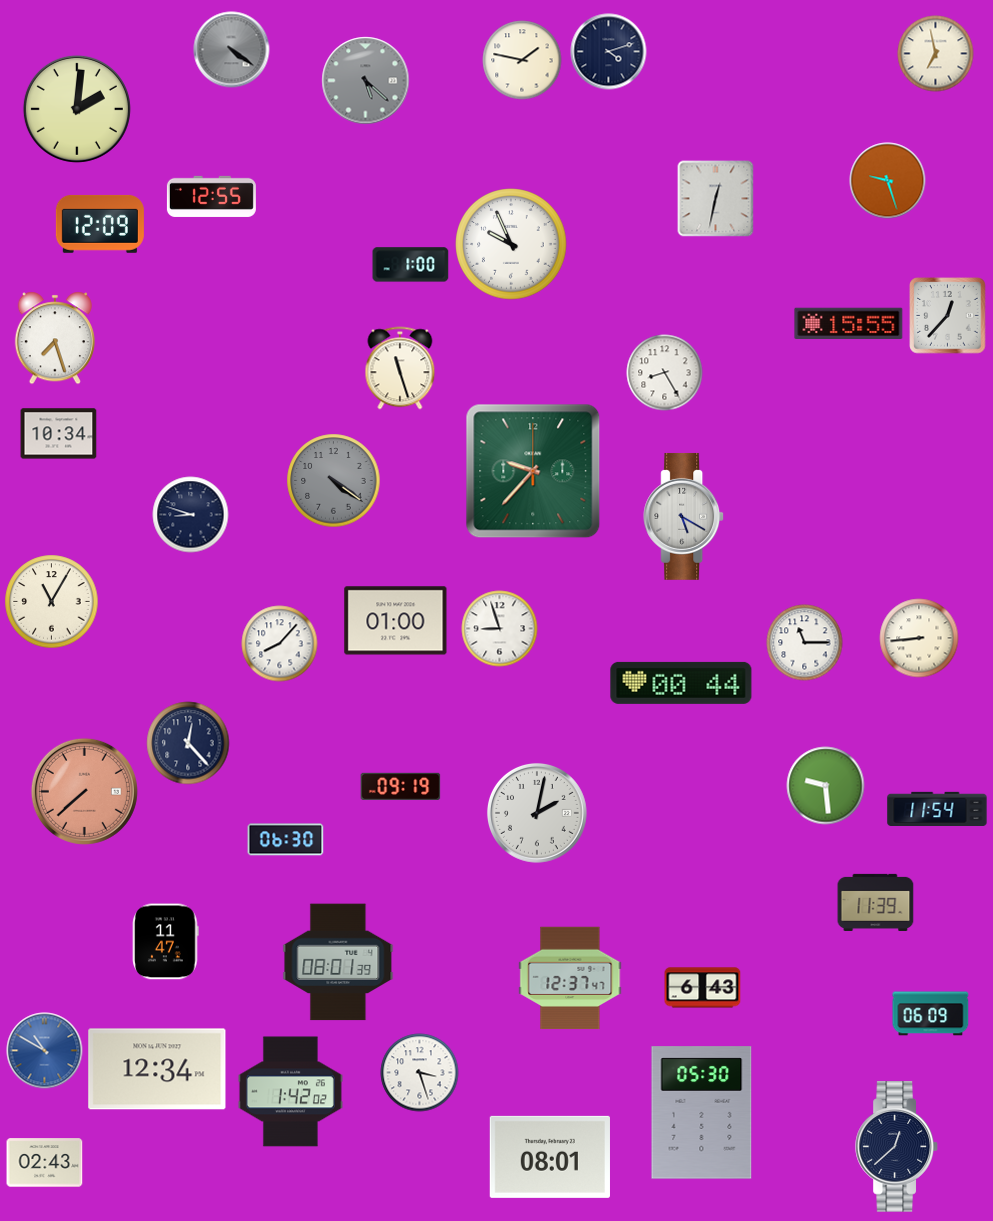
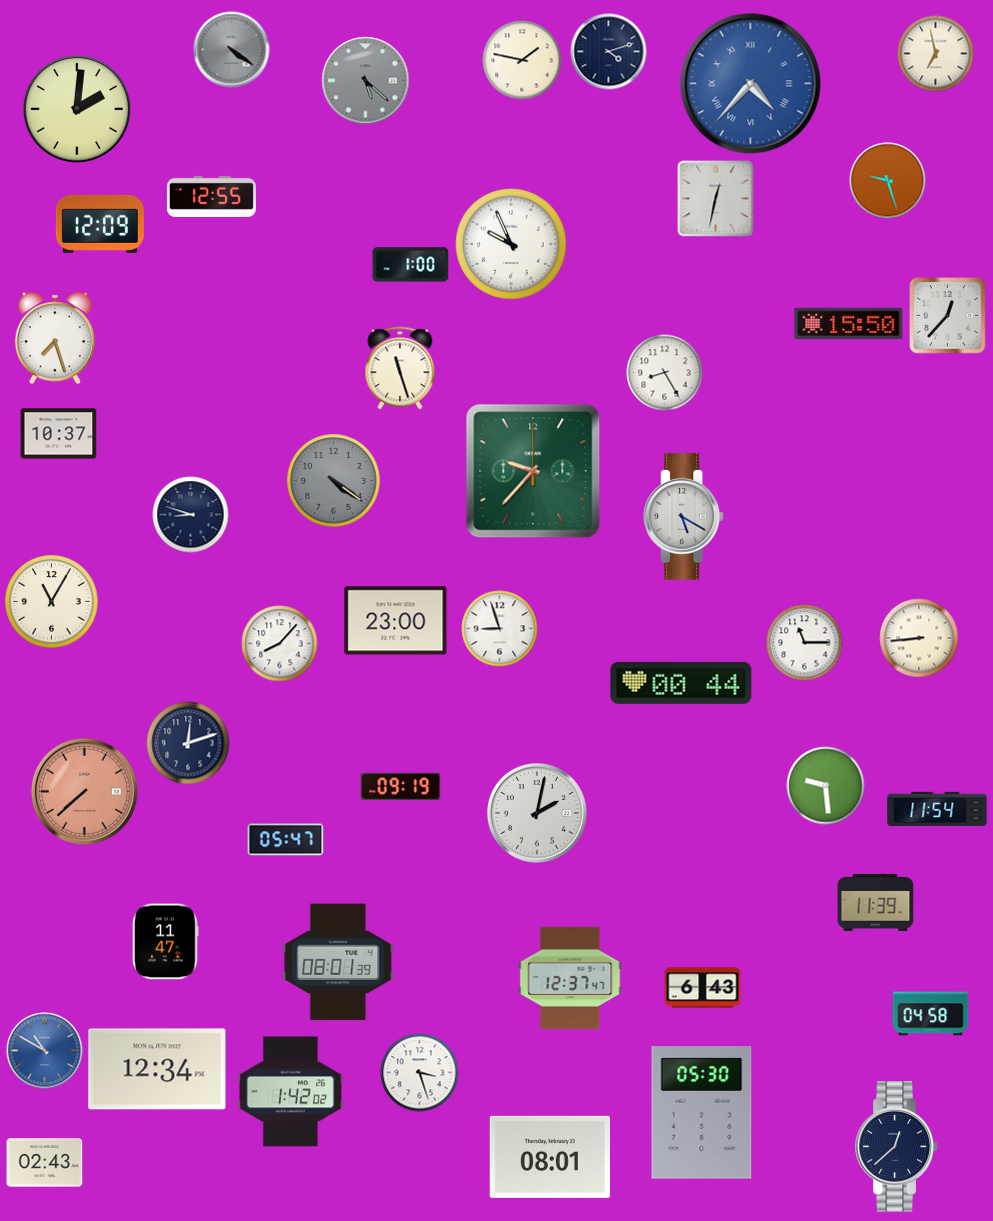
clock at (751, 84): none -> 4:37
clock at (849, 324): 15:55 -> 15:50
clock at (59, 434): 10:34 -> 10:37
clock at (396, 621): 01:00 -> 23:00
clock at (188, 743): 12:23 -> 12:12
clock at (286, 840): 06:30 -> 05:47
clock at (931, 1014): 06:09 -> 04:58
